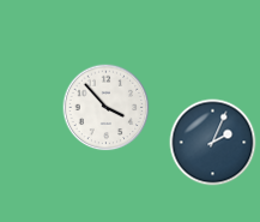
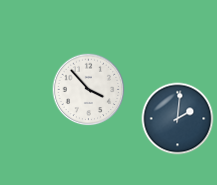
clock at (213, 143): 2:04 -> 2:01
